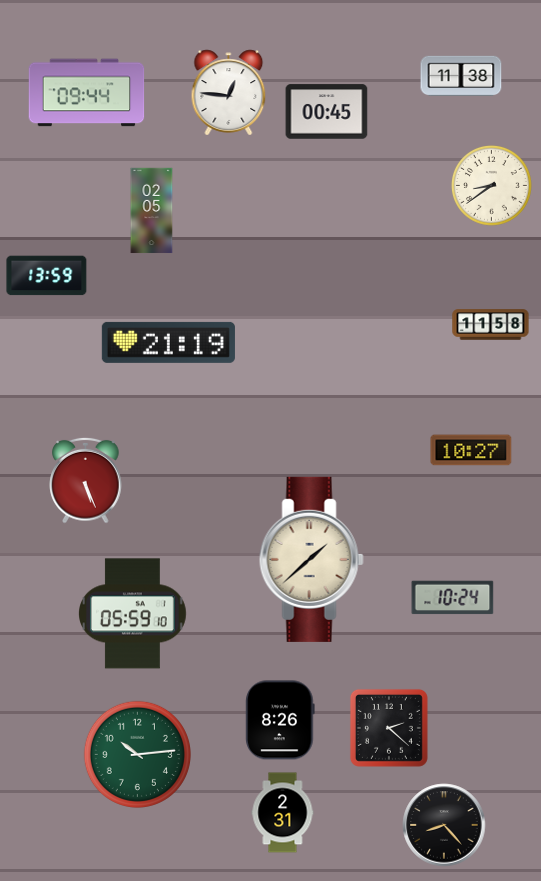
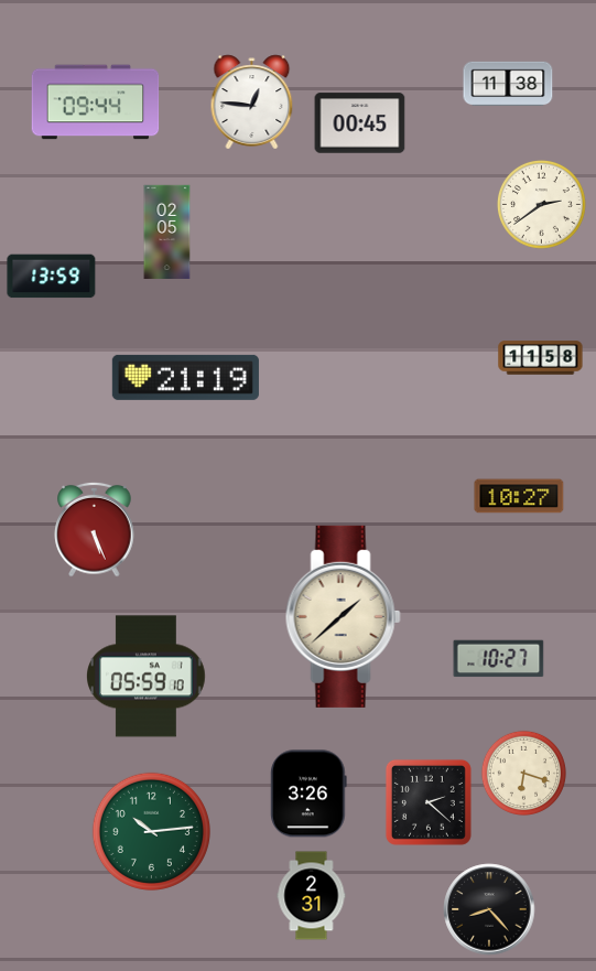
clock at (492, 186): 8:39 -> 2:39
clock at (47, 276) position: (47, 276) -> (52, 277)
clock at (453, 598): 10:24 -> 10:27
clock at (523, 773): none -> 6:18
clock at (280, 720): 8:26 -> 3:26
